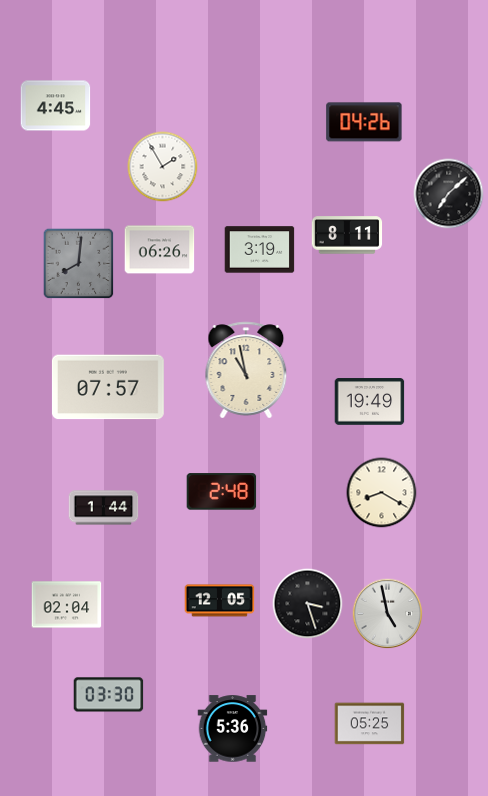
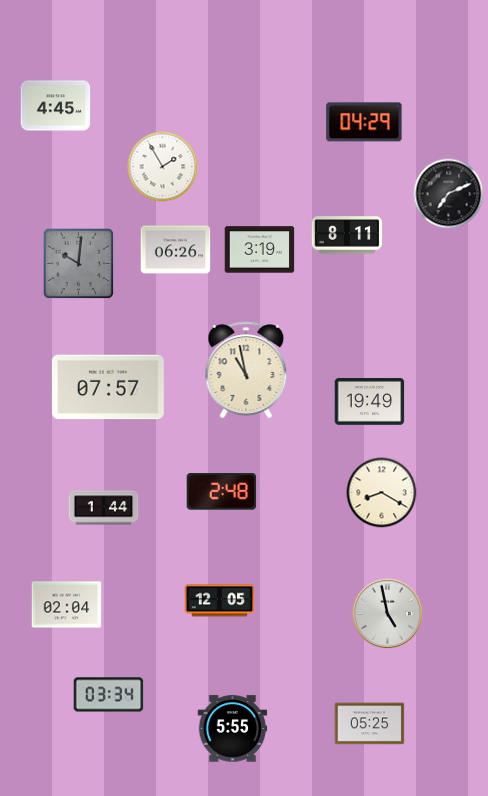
clock at (364, 122): 04:26 -> 04:29
clock at (449, 194): 7:08 -> 7:11
clock at (160, 250) position: (160, 250) -> (176, 250)
clock at (79, 264): 8:01 -> 10:01
clock at (308, 604): 3:27 -> none
clock at (109, 695): 03:30 -> 03:34
clock at (233, 729): 5:36 -> 5:55
